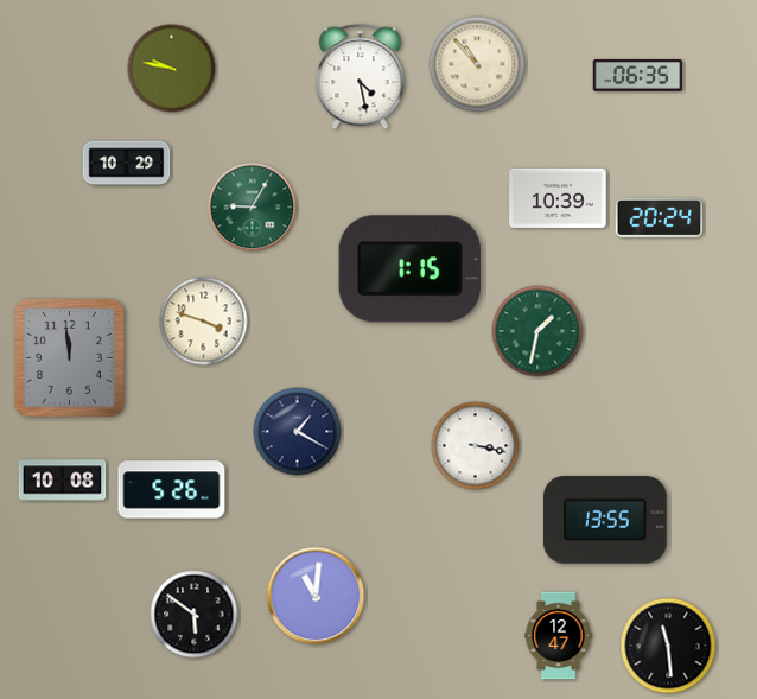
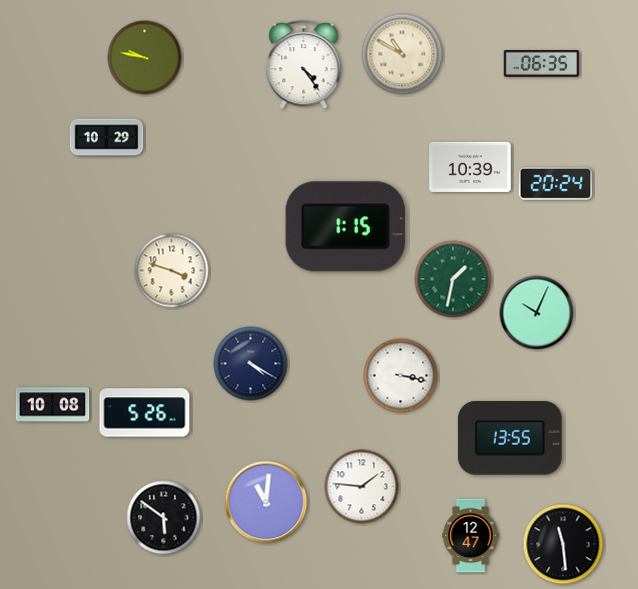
clock at (477, 64): 10:53 -> 10:50
clock at (638, 76) position: (638, 76) -> (542, 64)
clock at (361, 77): 4:28 -> 4:24
clock at (253, 208): 9:05 -> none
clock at (69, 357): 11:59 -> none
clock at (537, 313): none -> 10:04
clock at (298, 432): 1:20 -> 4:20
clock at (362, 487): none -> 1:46
